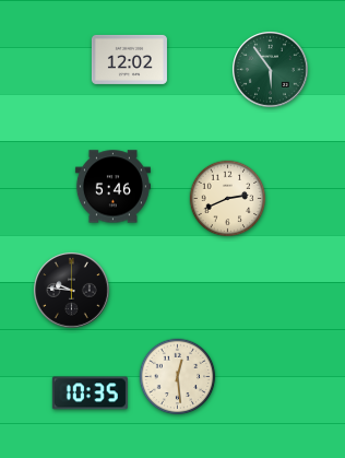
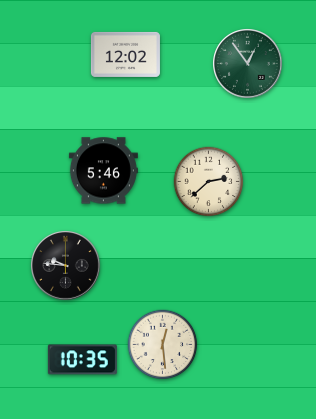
clock at (129, 59) position: (129, 59) -> (125, 54)
clock at (271, 70): 5:54 -> 12:54
clock at (228, 199): 2:41 -> 2:38
